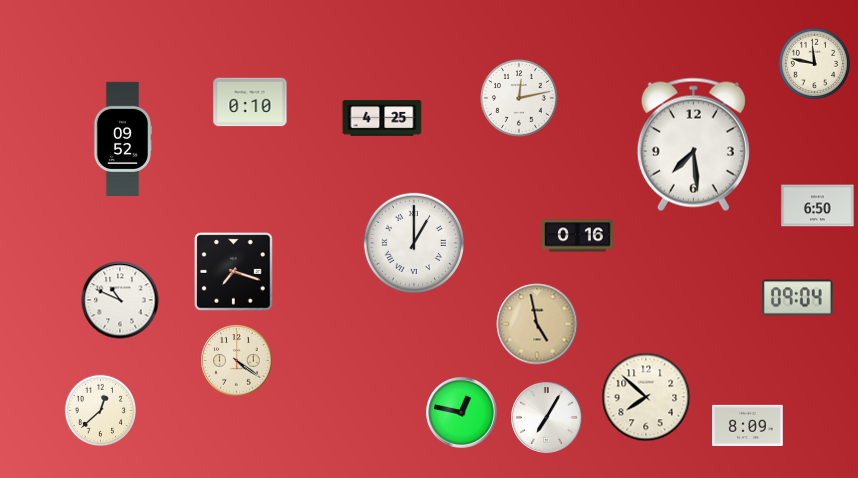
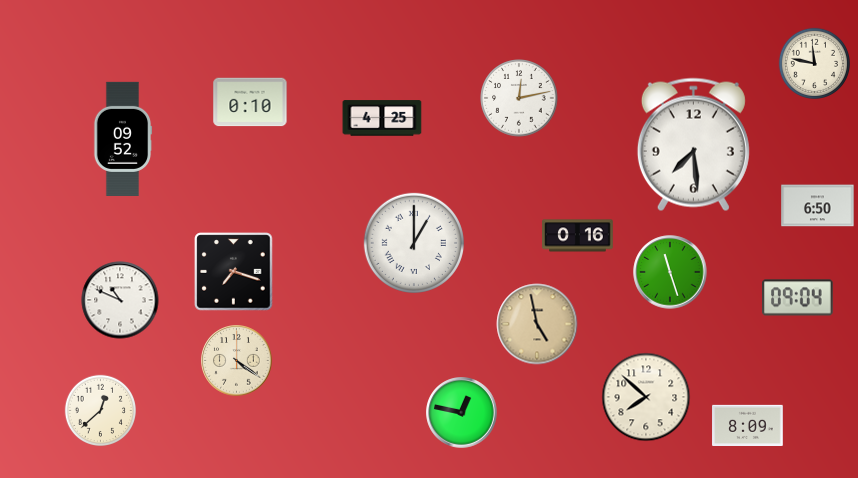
clock at (670, 272): none -> 11:27
clock at (547, 418): 7:05 -> none
